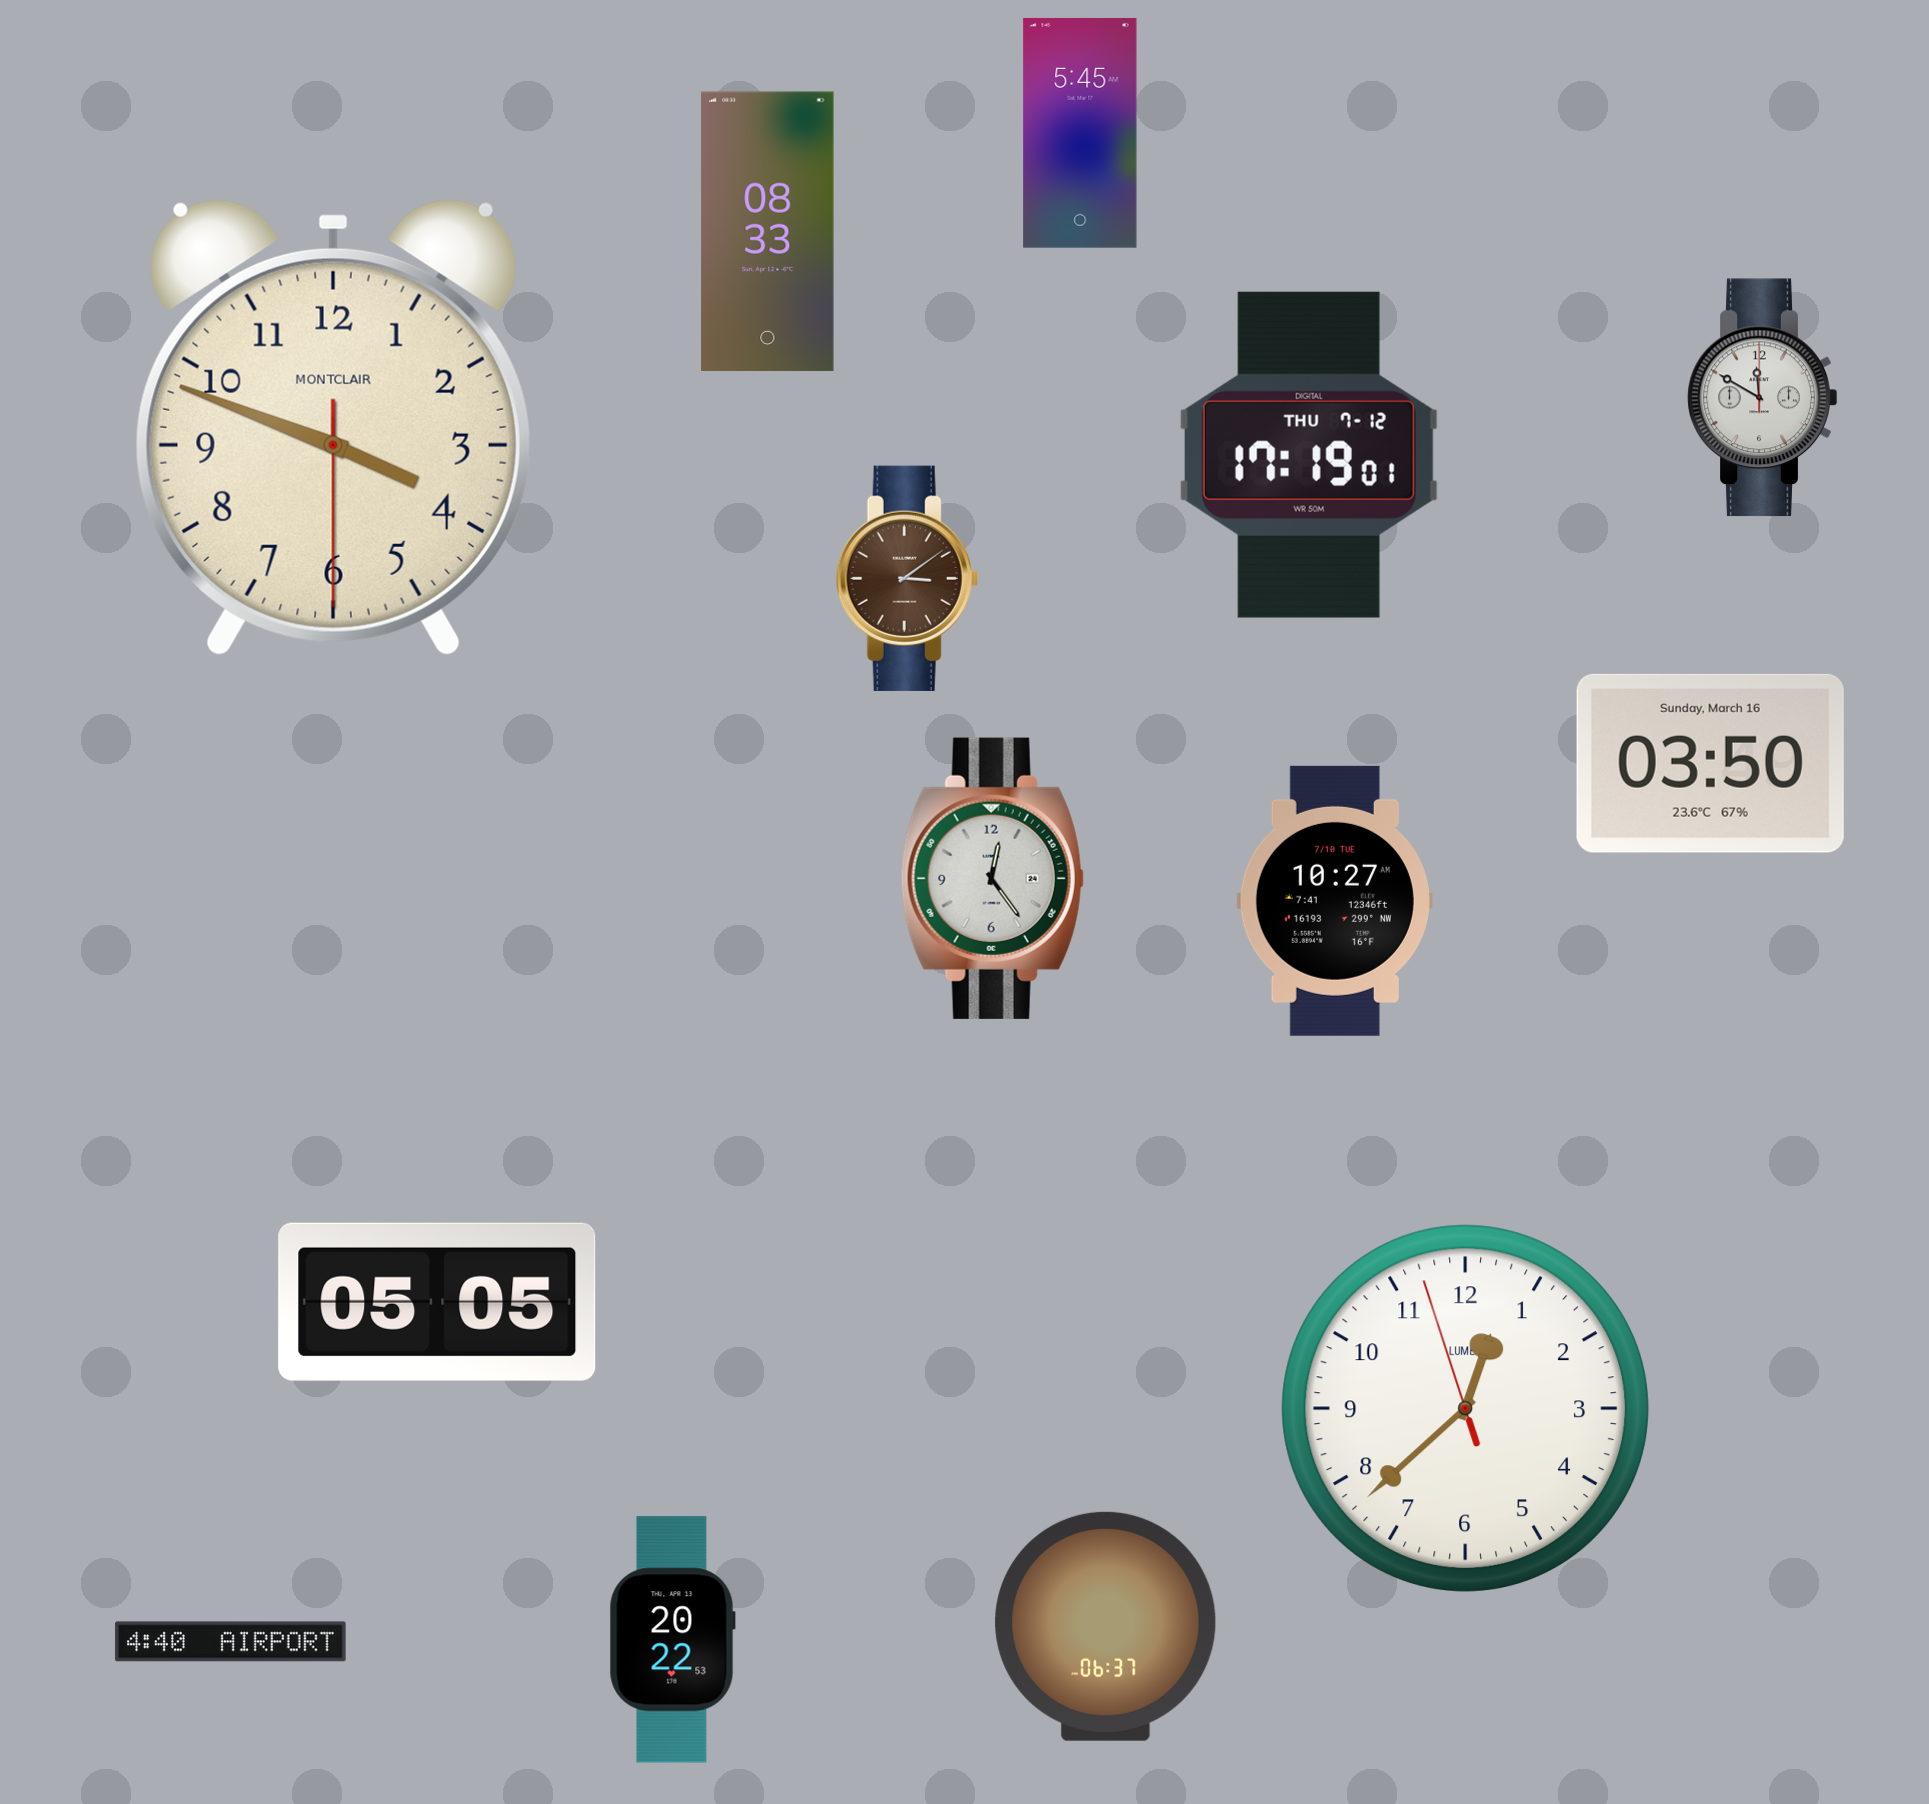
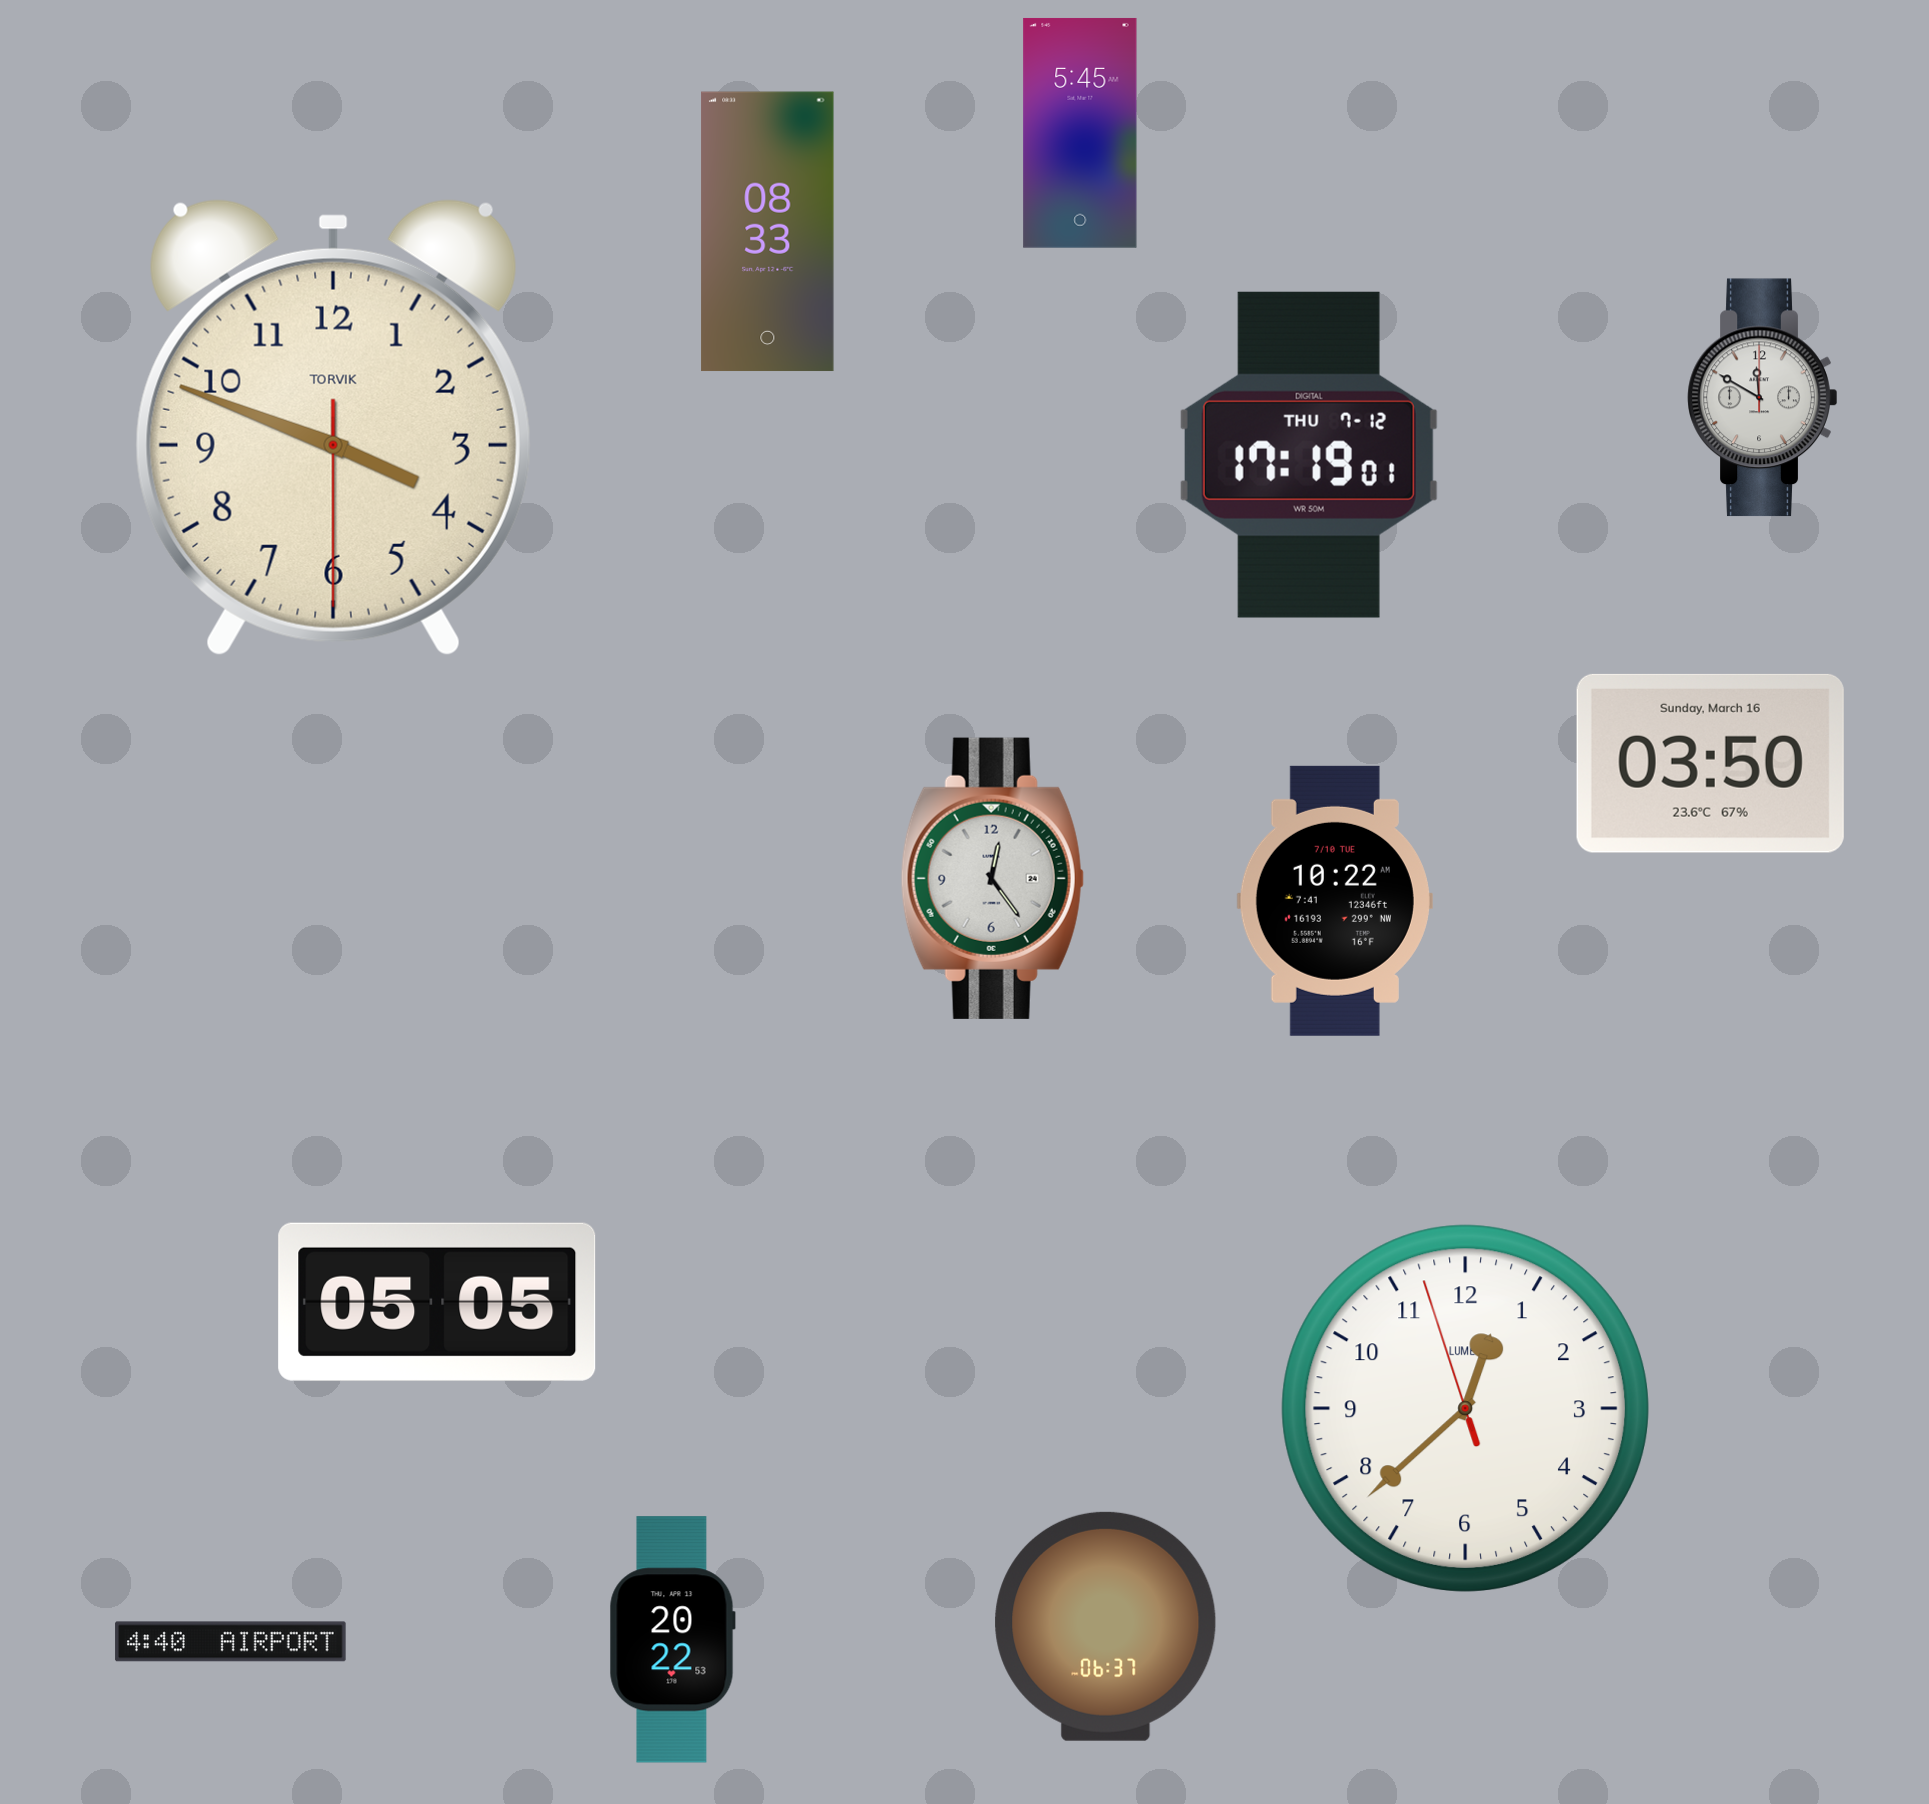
clock at (333, 427) brand: MONTCLAIR -> TORVIK
clock at (907, 578): 3:09 -> none
clock at (1335, 901): 10:27 -> 10:22
